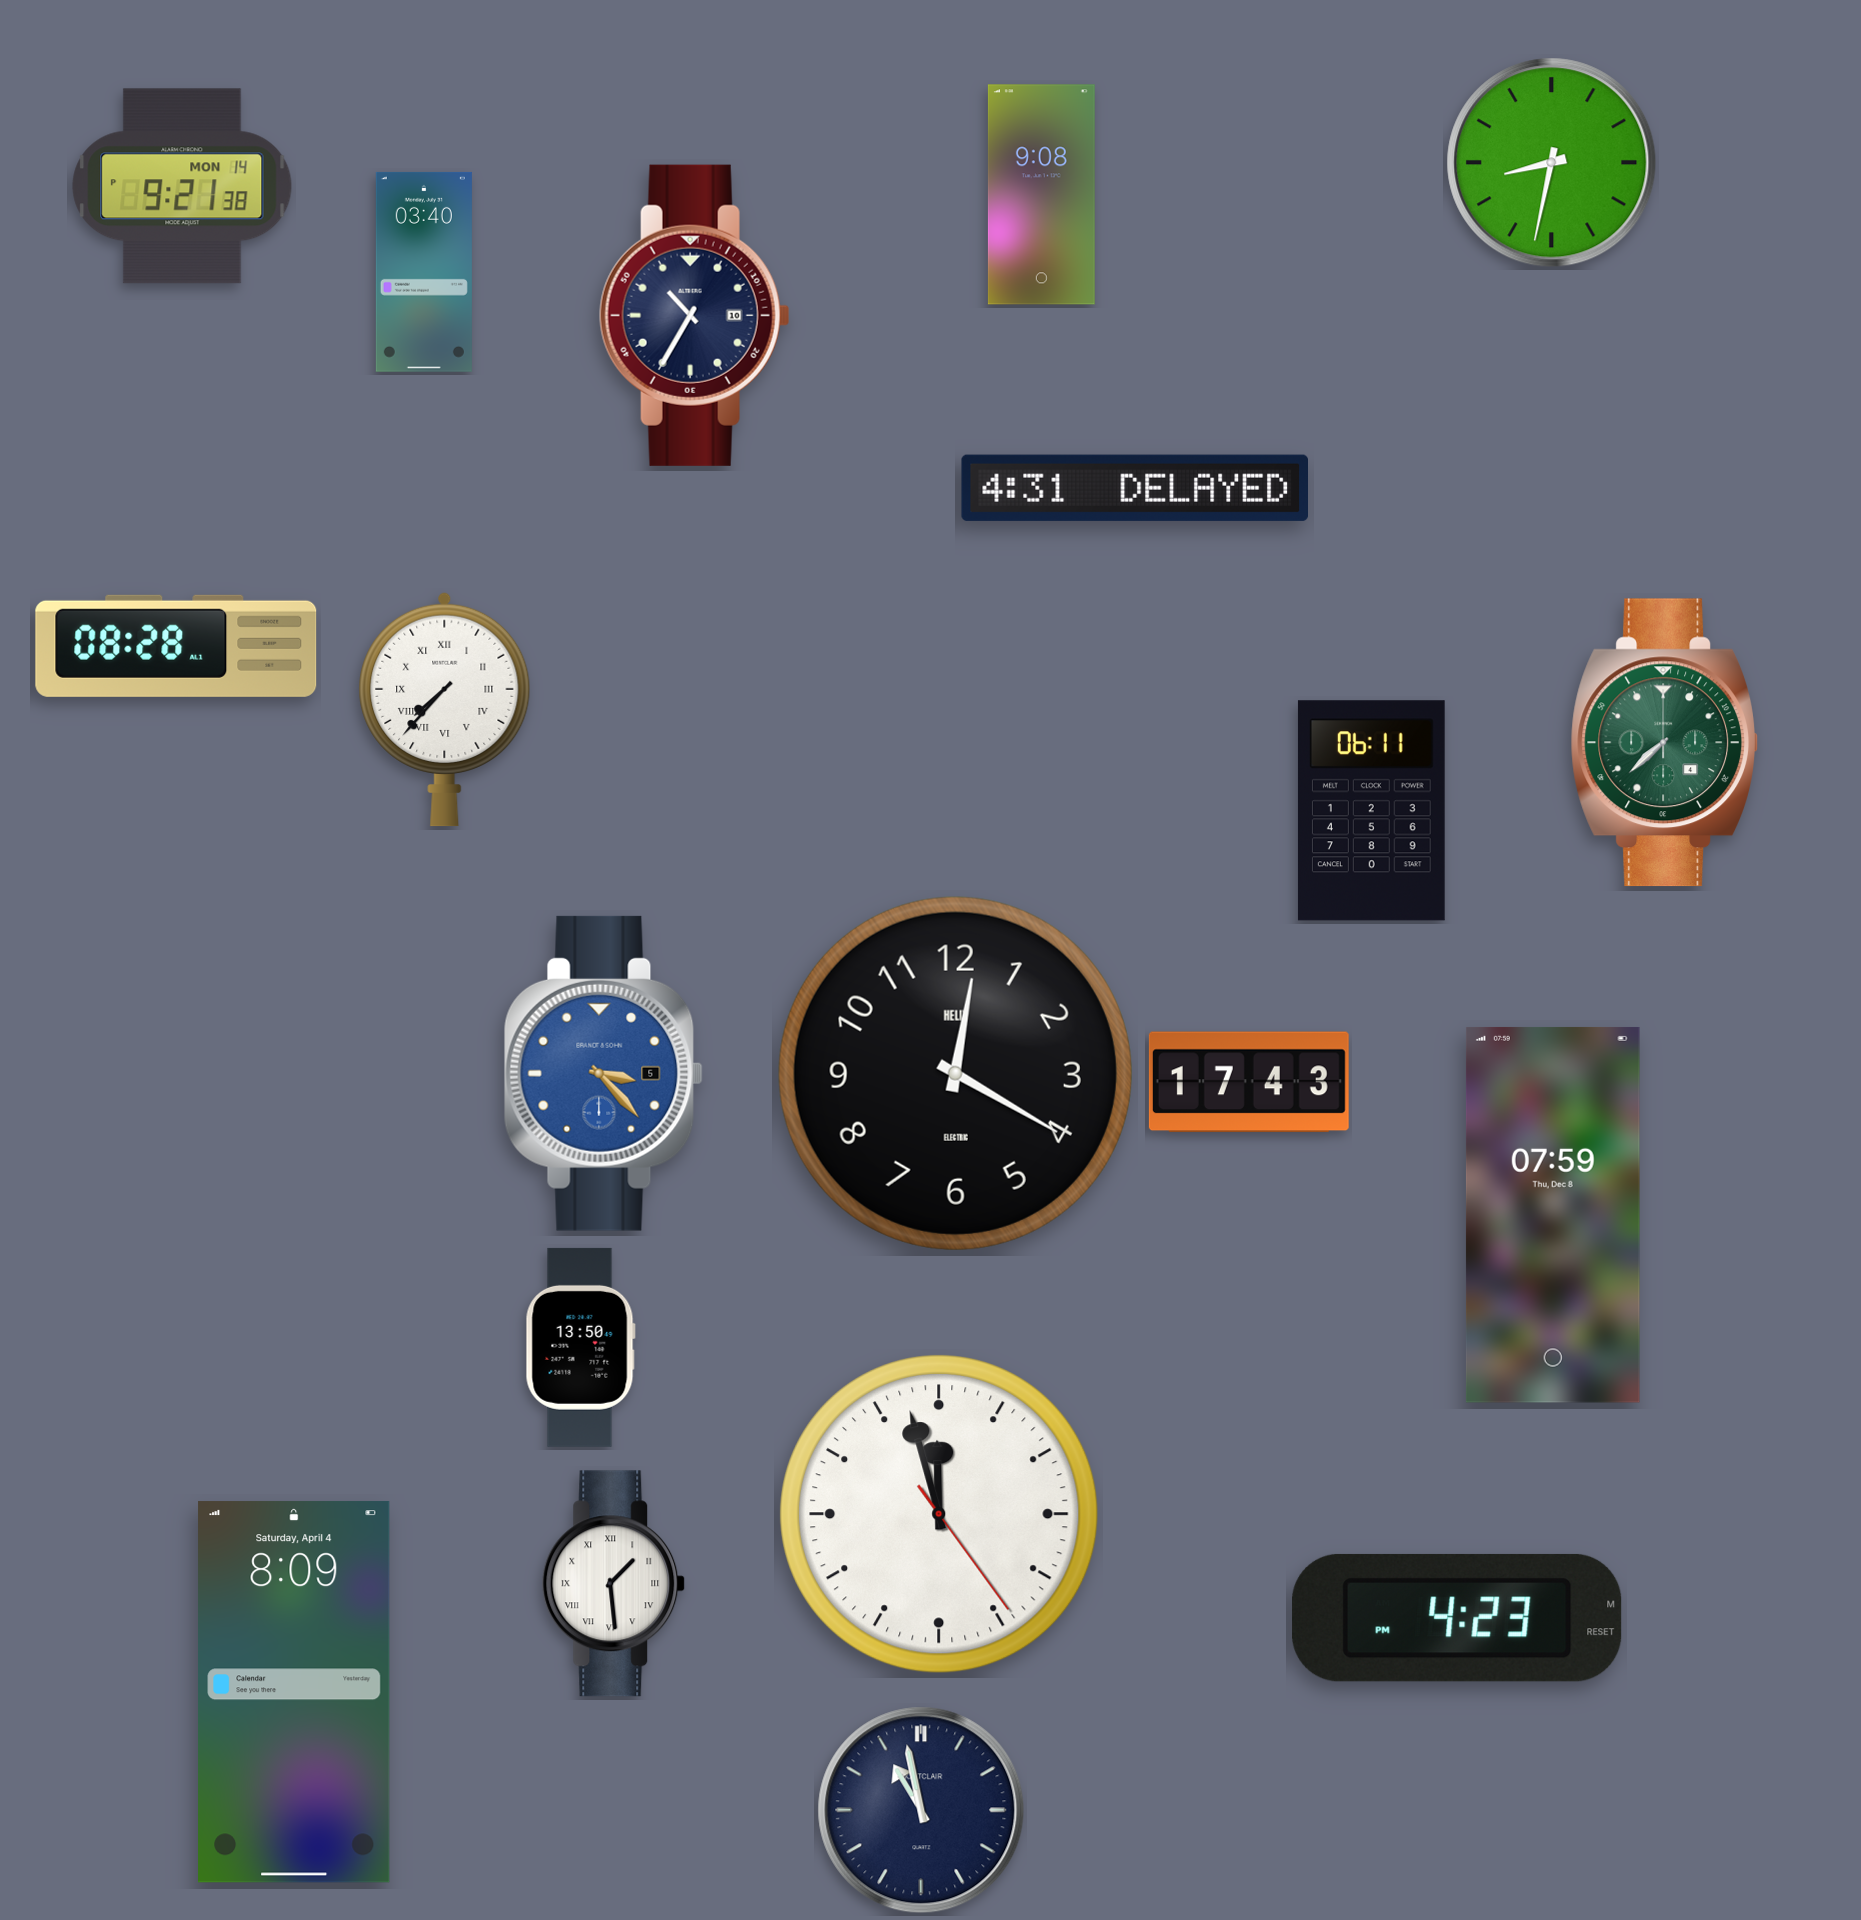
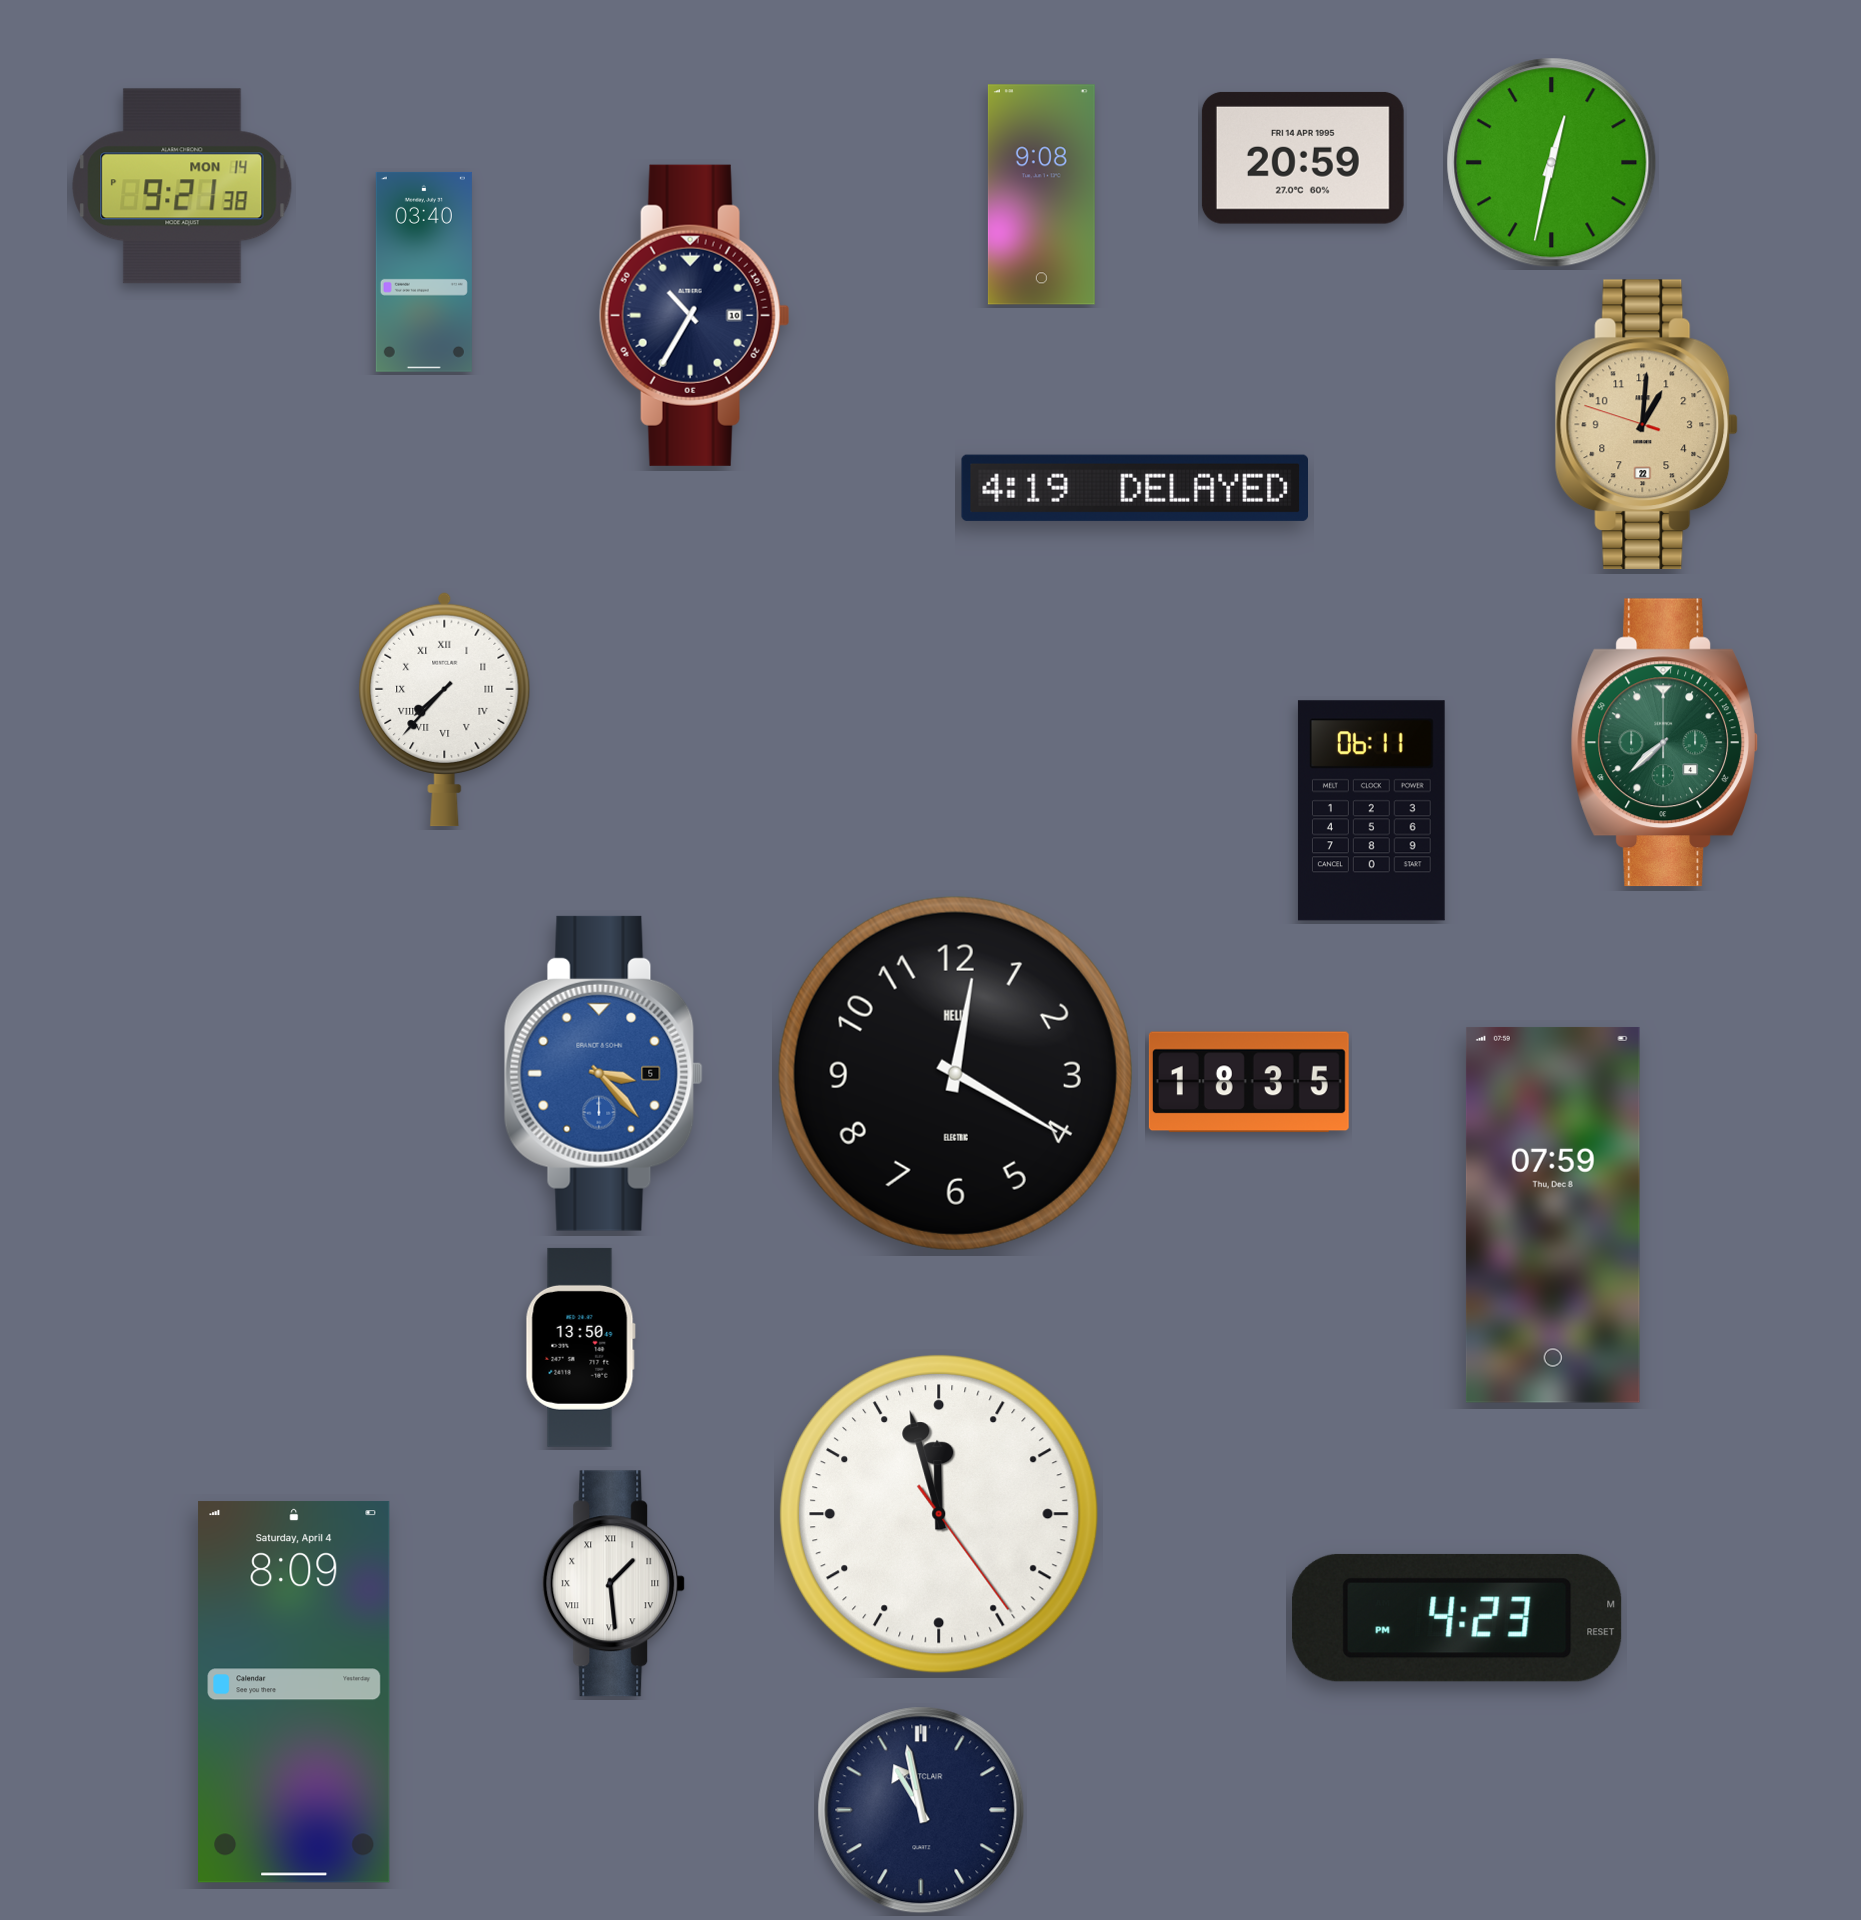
clock at (1303, 158): none -> 20:59
clock at (1552, 163): 8:32 -> 12:32
clock at (1647, 424): none -> 1:00
clock at (1134, 488): 4:31 -> 4:19
clock at (176, 646): 08:28 -> none
clock at (1249, 1082): 17:43 -> 18:35
